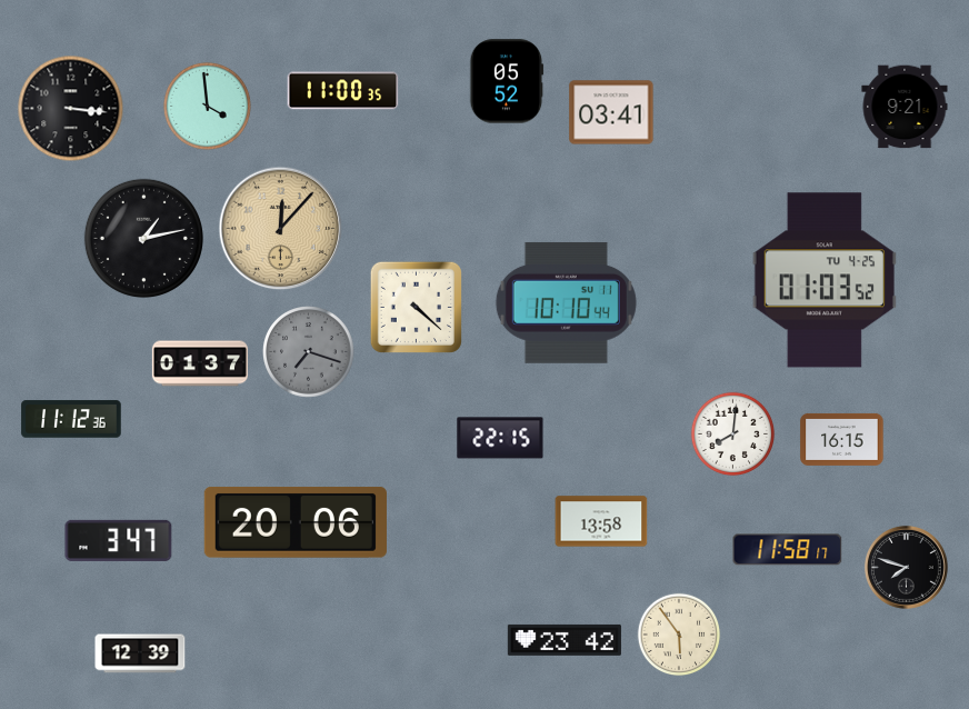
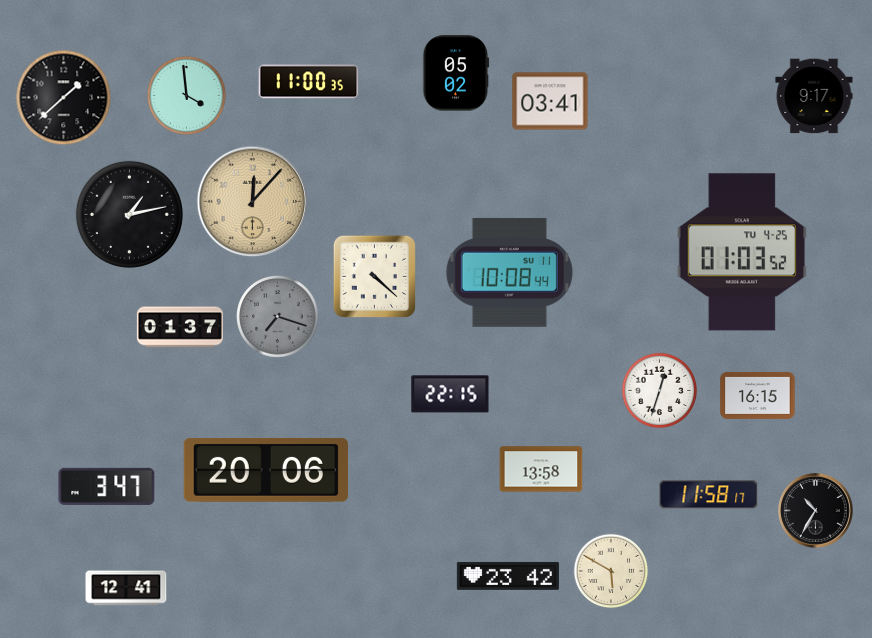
clock at (507, 81): 05:52 -> 05:02
clock at (905, 107): 9:21 -> 9:17
clock at (71, 109): 3:16 -> 1:38
clock at (281, 229) position: (281, 229) -> (253, 202)
clock at (566, 302): 10:10 -> 10:08
clock at (71, 419): 11:12 -> none
clock at (733, 435): 8:01 -> 12:33
clock at (906, 567): 7:48 -> 10:35
clock at (679, 635): 5:54 -> 5:50
clock at (140, 653): 12:39 -> 12:41
